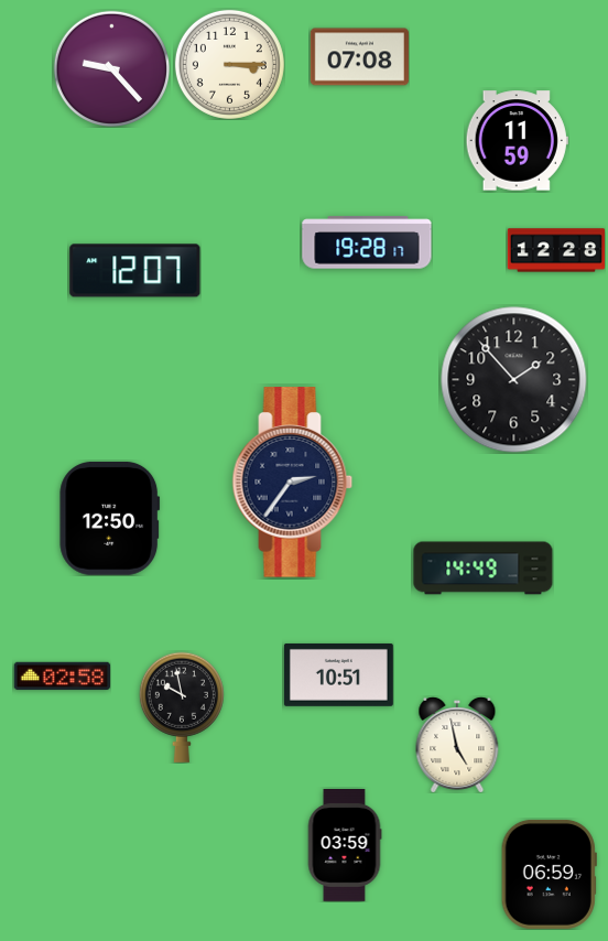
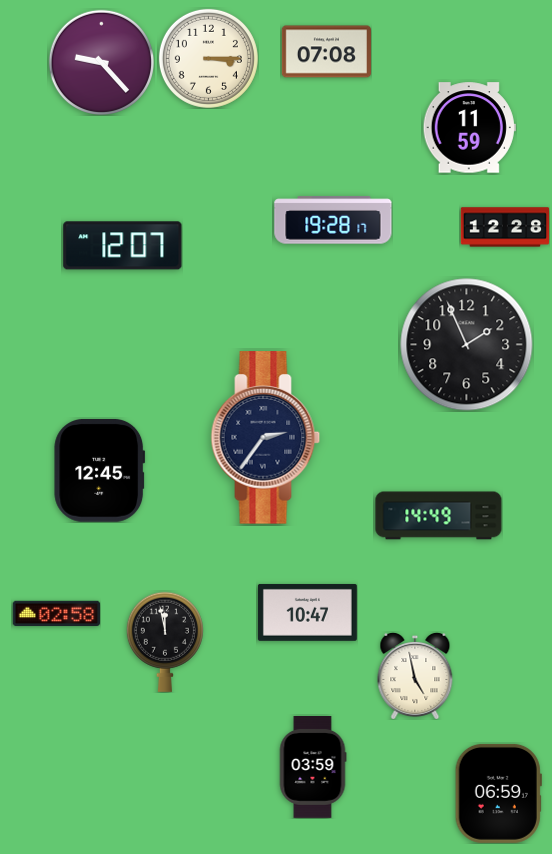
clock at (514, 380): 1:53 -> 1:56
clock at (110, 518): 12:50 -> 12:45
clock at (338, 674): 10:51 -> 10:47
clock at (182, 707): 9:58 -> 11:58
